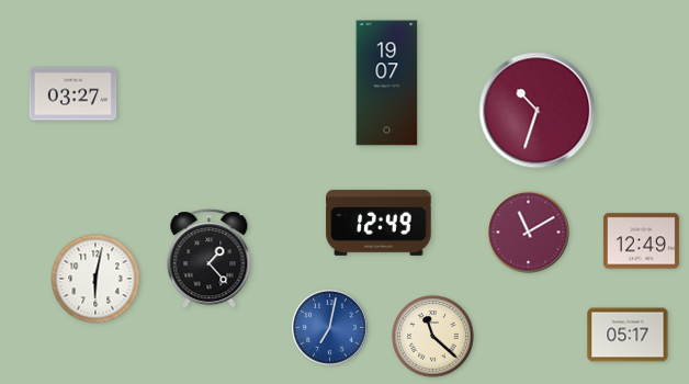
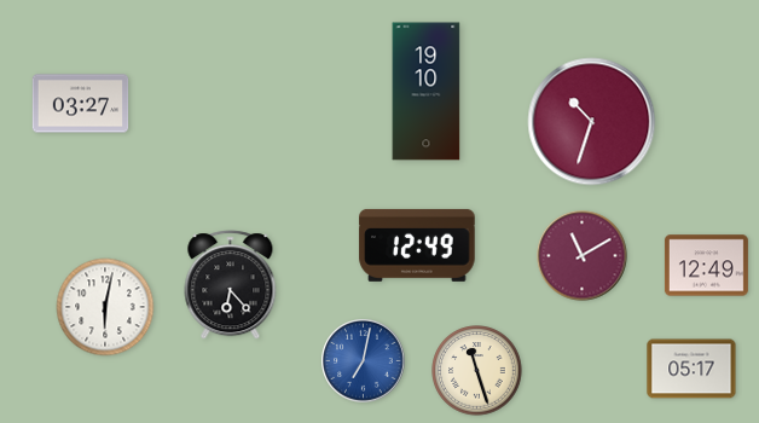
clock at (387, 83): 19:07 -> 19:10
clock at (210, 259): 1:23 -> 6:23
clock at (433, 337): 11:22 -> 11:27
